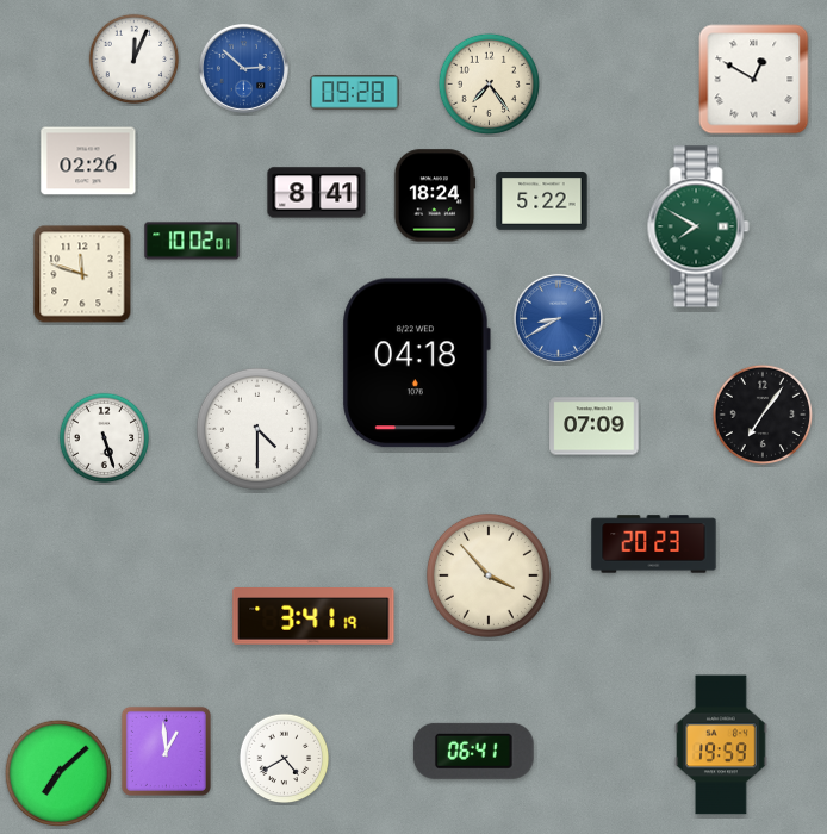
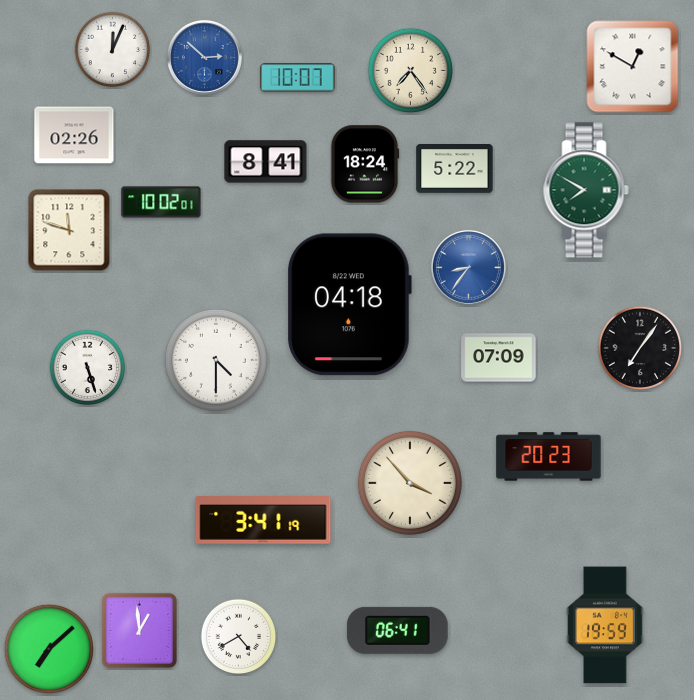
clock at (355, 93): 09:28 -> 10:07
clock at (558, 318): 8:40 -> 8:36
clock at (313, 616) position: (313, 616) -> (263, 520)
